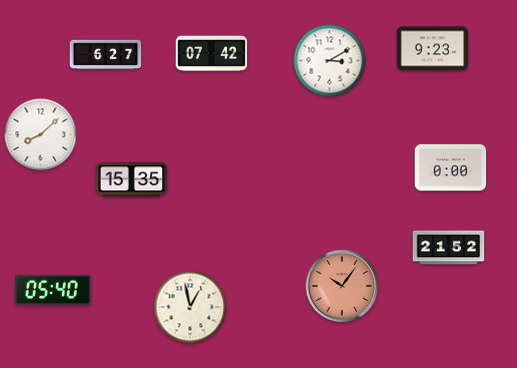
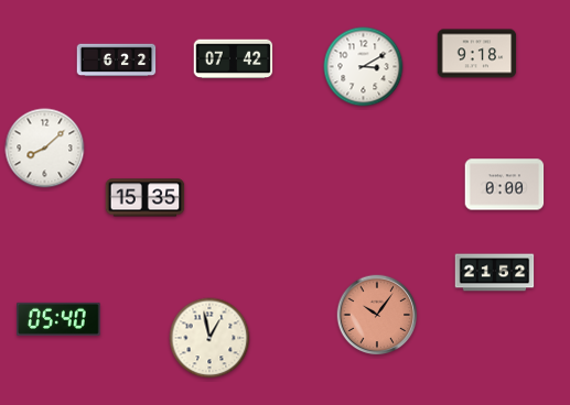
clock at (433, 49): 9:23 -> 9:18
clock at (106, 55): 6:27 -> 6:22
clock at (451, 168) position: (451, 168) -> (505, 185)
